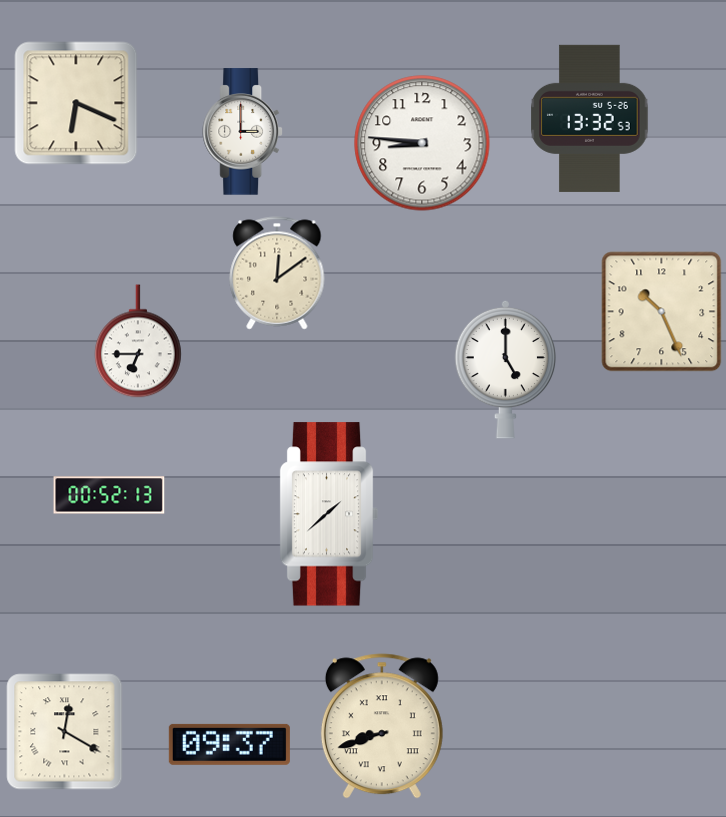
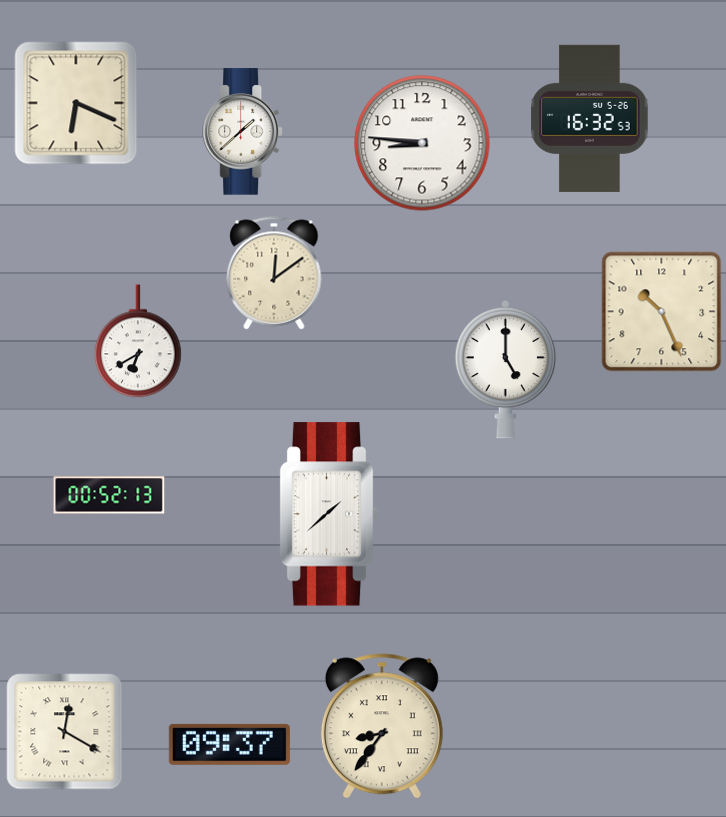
clock at (590, 118): 13:32 -> 16:32
clock at (243, 132): 3:00 -> 1:38
clock at (277, 273) position: (277, 273) -> (274, 273)
clock at (139, 341): 6:45 -> 6:40
clock at (382, 726): 8:42 -> 8:36
